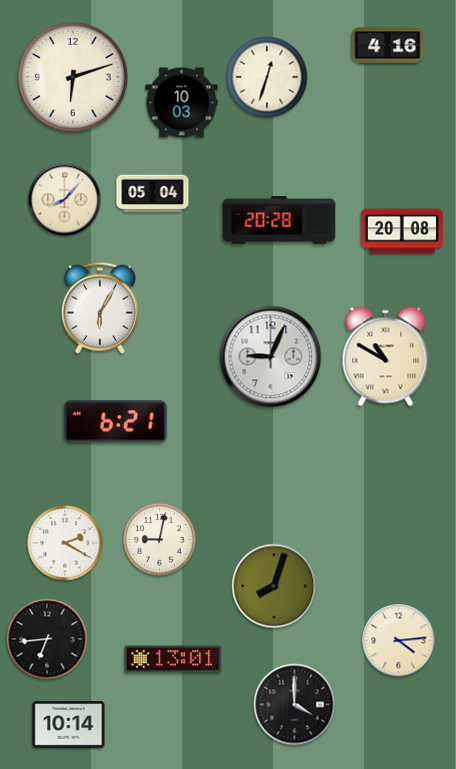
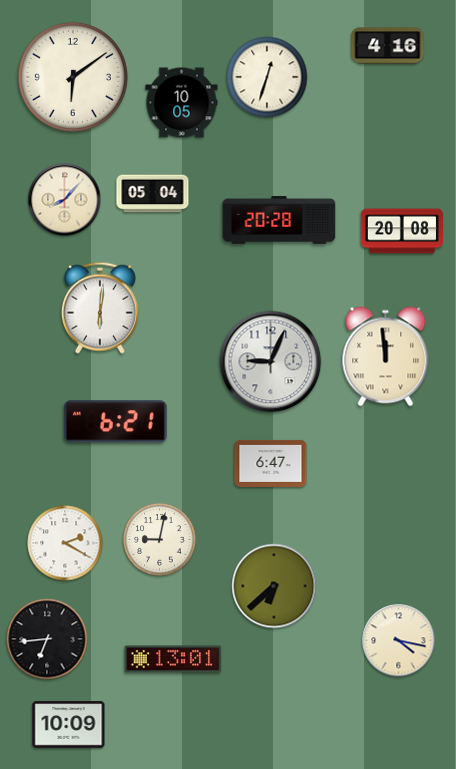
clock at (73, 77): 6:12 -> 6:09
clock at (182, 103): 10:03 -> 10:05
clock at (100, 308): 6:05 -> 6:01
clock at (271, 357) position: (271, 357) -> (271, 362)
clock at (386, 357): 10:50 -> 11:59
clock at (271, 463): none -> 6:47
clock at (274, 586): 8:03 -> 6:38
clock at (399, 641): 4:14 -> 4:17
clock at (295, 705): 4:00 -> none
clock at (69, 725): 10:14 -> 10:09
